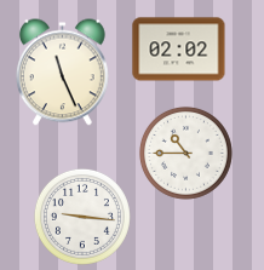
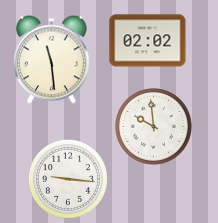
clock at (63, 73): 11:26 -> 11:29
clock at (185, 153): 10:45 -> 9:59
